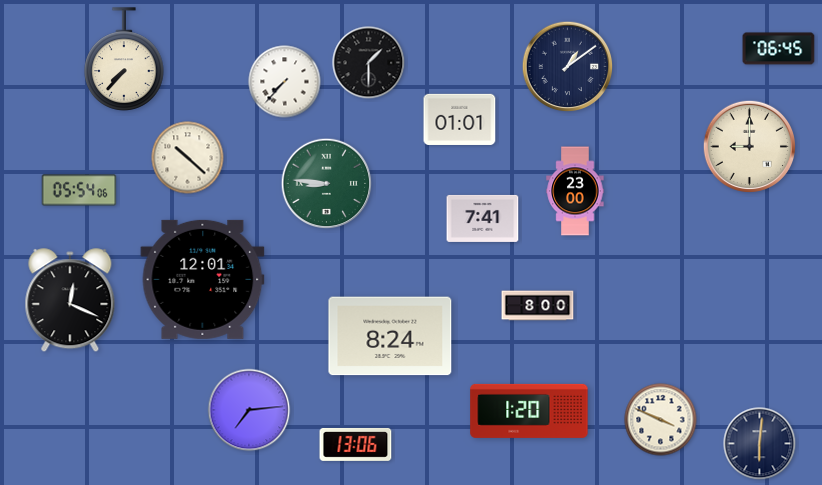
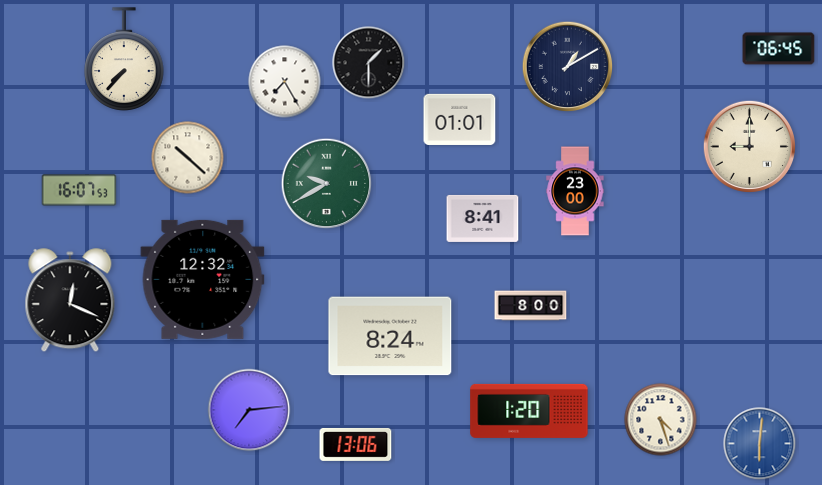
clock at (568, 67): 1:09 -> 1:10
clock at (285, 82): 7:37 -> 7:25
clock at (327, 184): 8:46 -> 9:40
clock at (79, 190): 05:54 -> 16:07
clock at (483, 218): 7:41 -> 8:41
clock at (203, 279): 12:01 -> 12:32
clock at (538, 306) position: (538, 306) -> (531, 306)
clock at (661, 420): 3:49 -> 4:27
clock at (760, 444) dial: navy -> blue
